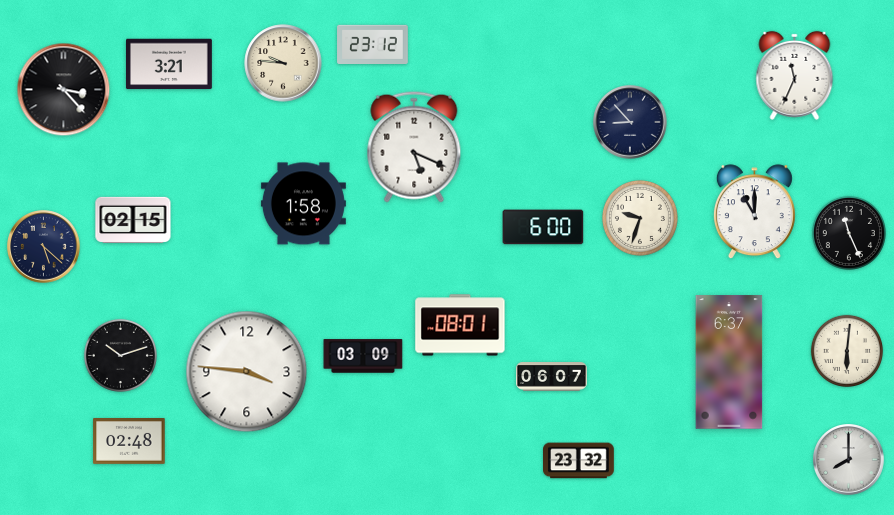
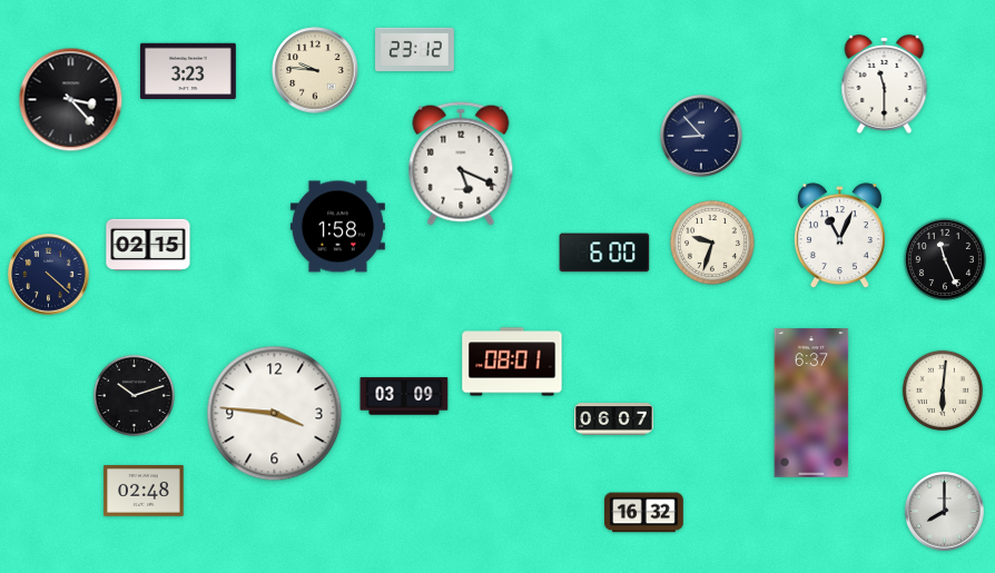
clock at (169, 64): 3:21 -> 3:23
clock at (795, 75): 11:34 -> 11:30
clock at (754, 212): 11:00 -> 11:04
clock at (44, 247): 5:22 -> 4:22
clock at (579, 461): 23:32 -> 16:32
